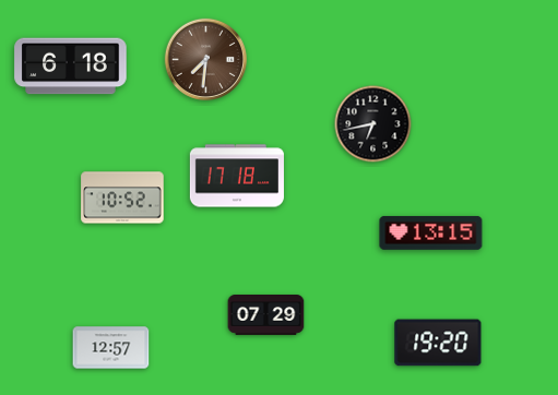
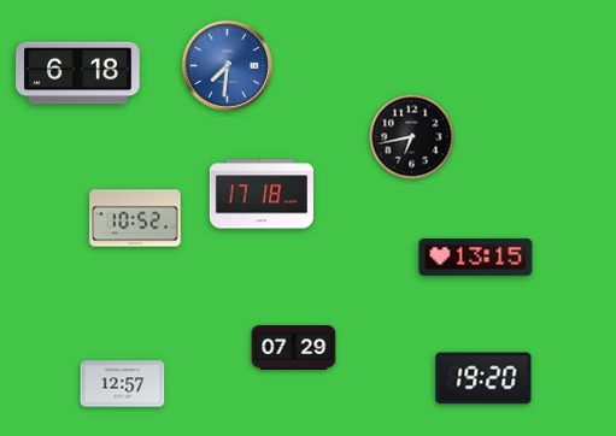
clock at (205, 59) dial: brown -> blue
